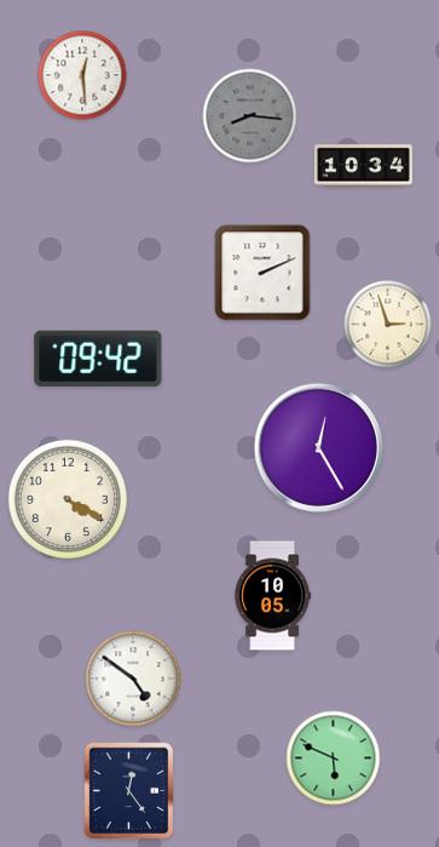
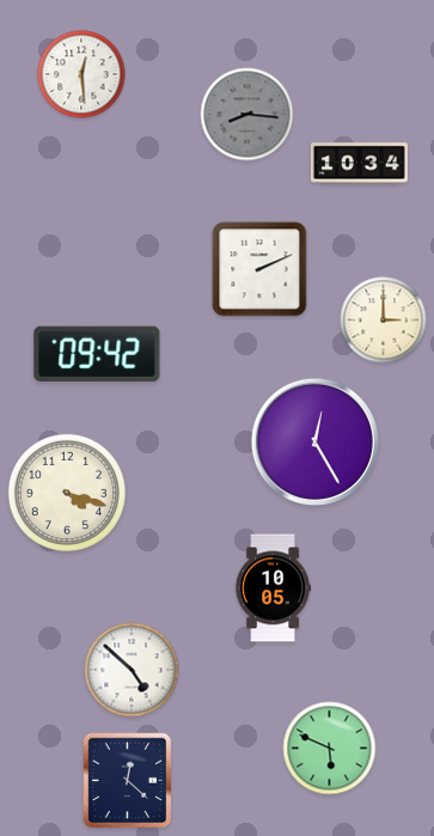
clock at (388, 325): 2:57 -> 3:00
clock at (68, 499): 4:20 -> 4:18
clock at (272, 596) position: (272, 596) -> (273, 588)
clock at (133, 679): 4:51 -> 4:52
clock at (128, 791): 12:24 -> 12:22
